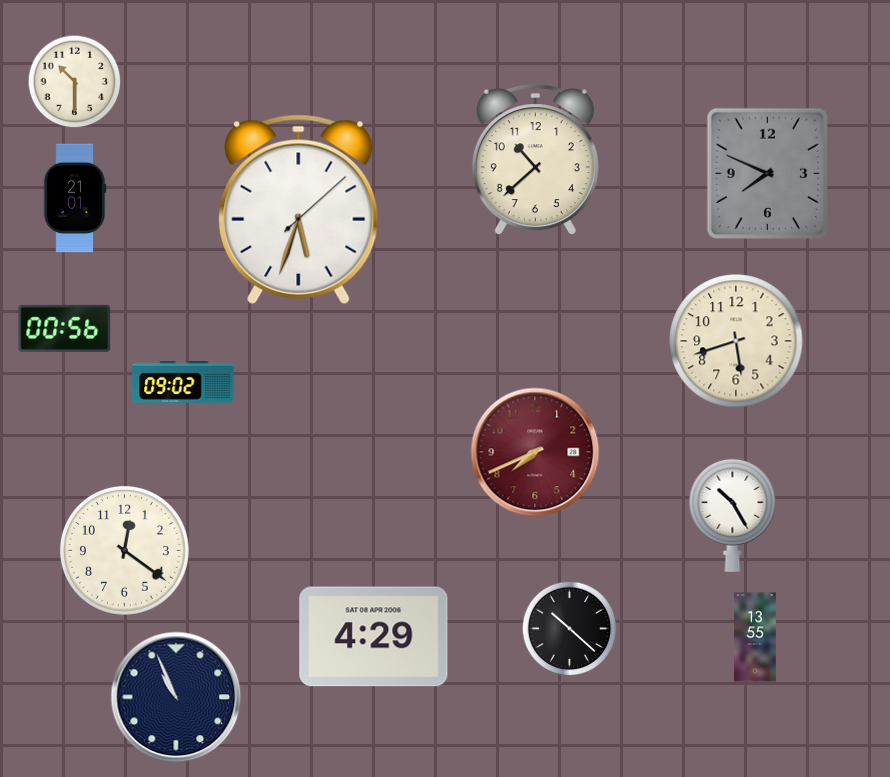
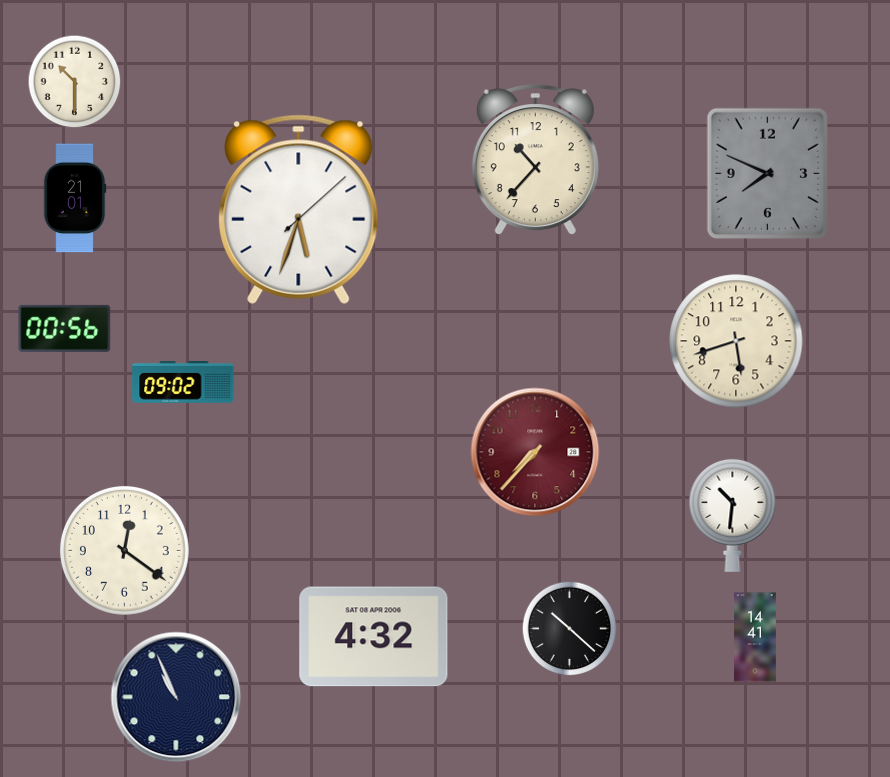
clock at (535, 160): 10:38 -> 10:37
clock at (535, 452): 7:41 -> 7:37
clock at (733, 515): 10:25 -> 10:31
clock at (374, 637): 4:29 -> 4:32
clock at (755, 637): 13:55 -> 14:41
